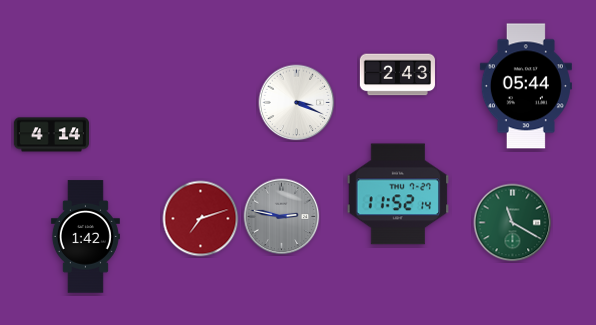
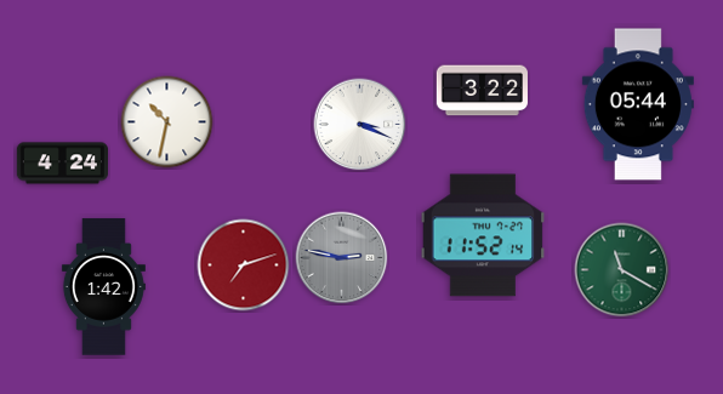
clock at (397, 75): 2:43 -> 3:22
clock at (167, 122): none -> 10:32
clock at (51, 135): 4:14 -> 4:24
clock at (282, 217) position: (282, 217) -> (342, 258)
